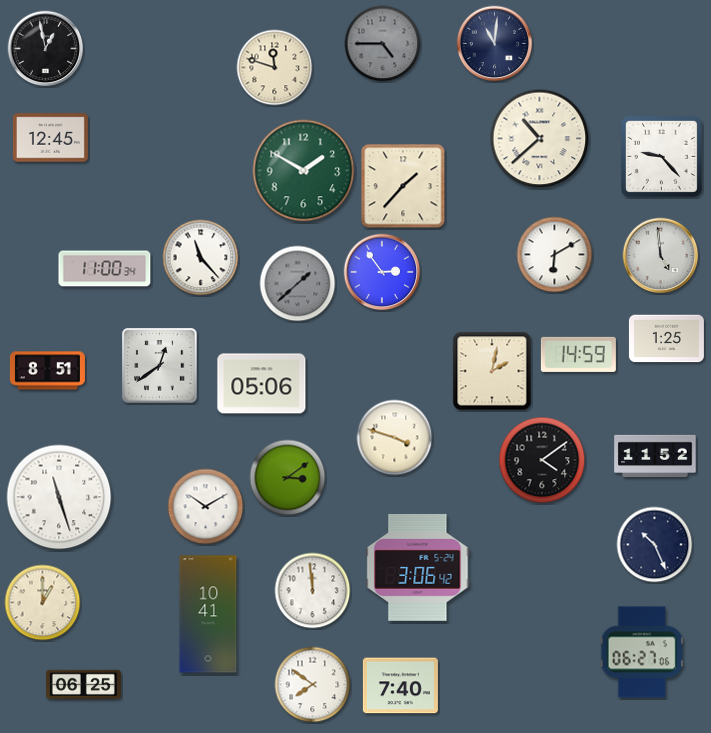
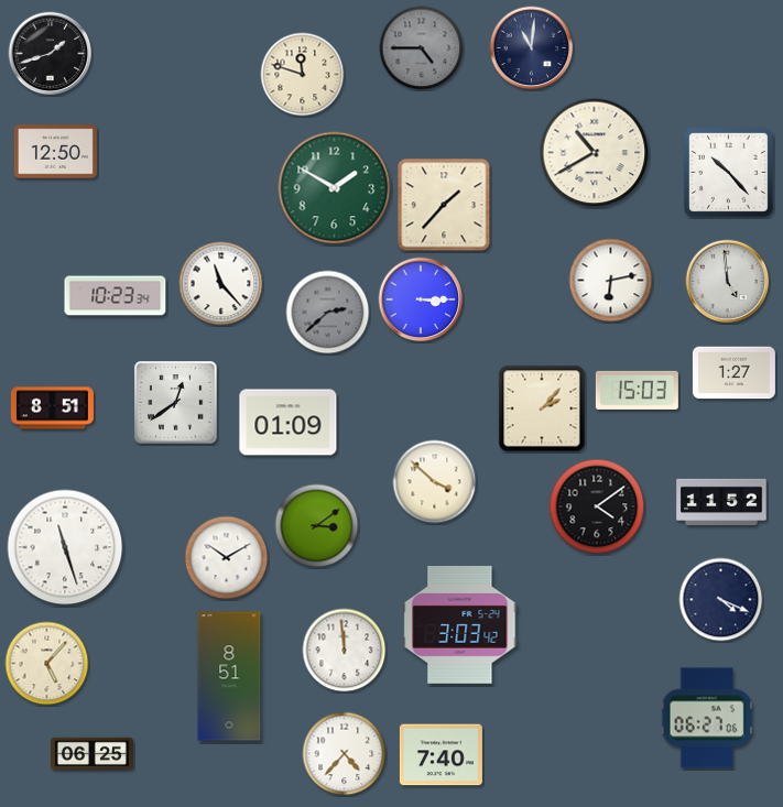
clock at (495, 44) position: (495, 44) -> (532, 48)
clock at (46, 49): 12:58 -> 1:42
clock at (50, 138): 12:45 -> 12:50
clock at (540, 139): 10:38 -> 10:40
clock at (661, 156): 9:23 -> 10:23
clock at (555, 255): 6:10 -> 6:13
clock at (105, 269): 11:00 -> 10:23
clock at (382, 272): 2:54 -> 3:15
clock at (298, 284): 1:38 -> 2:38
clock at (666, 339): 1:25 -> 1:27
clock at (578, 354): 14:59 -> 15:03
clock at (492, 371): 2:02 -> 2:07
clock at (262, 384): 05:06 -> 01:09
clock at (395, 438): 3:48 -> 3:52
clock at (655, 545): 10:26 -> 4:19
clock at (418, 567): 3:06 -> 3:03
clock at (43, 603): 1:00 -> 5:07
clock at (208, 614): 10:41 -> 8:51
clock at (313, 685): 7:51 -> 4:37
